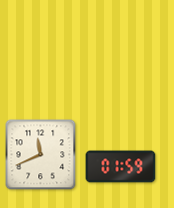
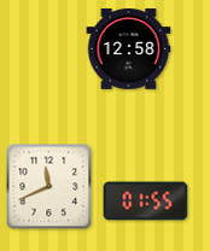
clock at (129, 49): none -> 12:58
clock at (121, 167): 01:59 -> 01:55
